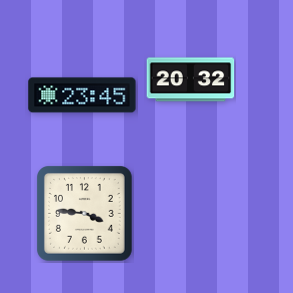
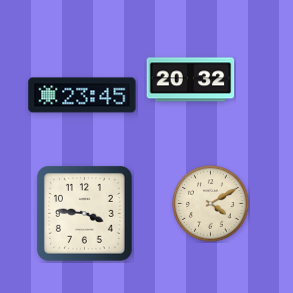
clock at (211, 204): none -> 4:10
